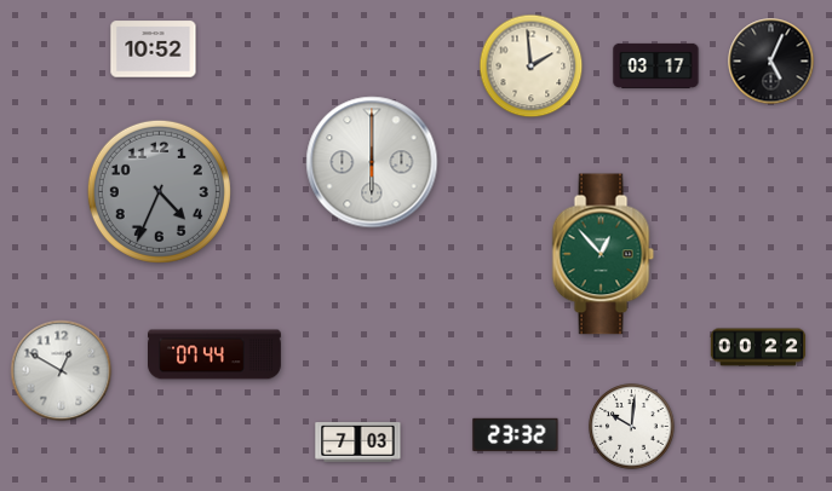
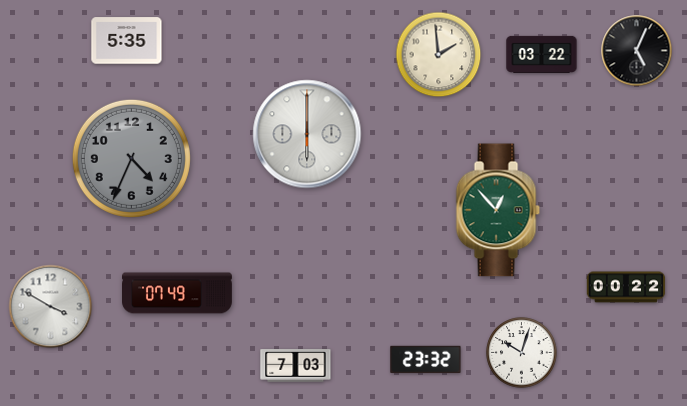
clock at (154, 50): 10:52 -> 5:35
clock at (656, 65): 03:17 -> 03:22
clock at (216, 354): 07:44 -> 07:49
clock at (62, 371): 12:50 -> 3:50
clock at (632, 427): 10:01 -> 10:03
